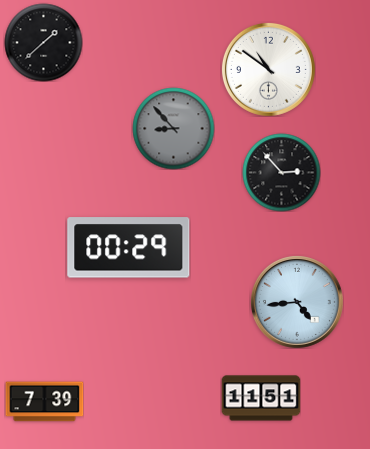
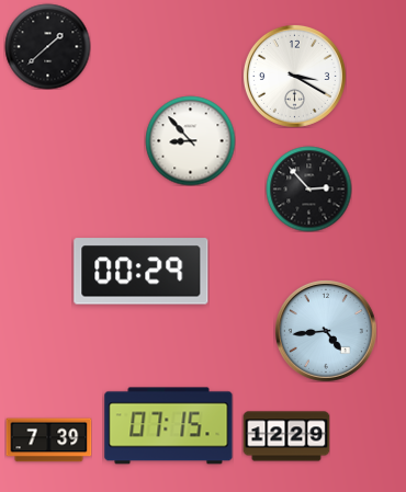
clock at (268, 69): 10:51 -> 3:20
clock at (173, 128) dial: grey -> white
clock at (169, 426): none -> 07:15
clock at (261, 398): 11:51 -> 12:29
